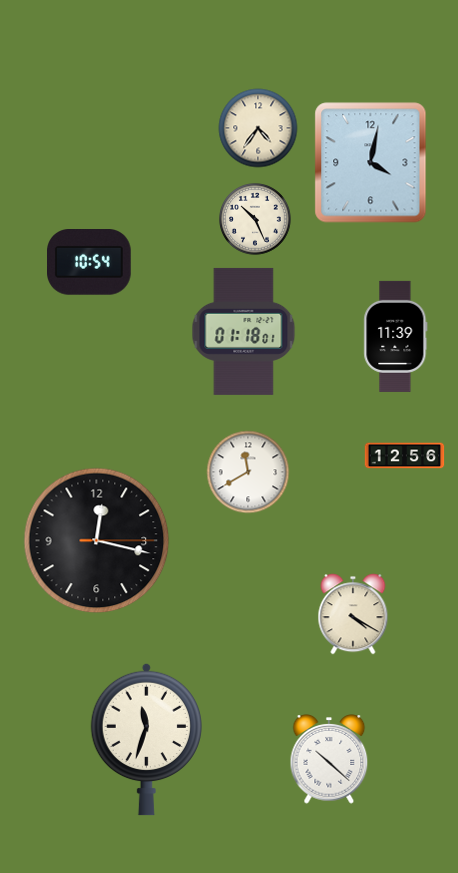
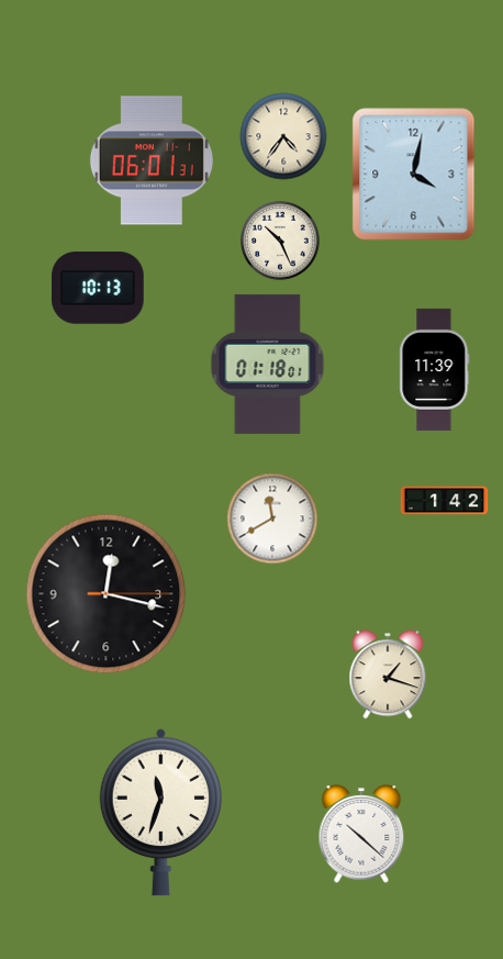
clock at (258, 128) position: (258, 128) -> (283, 136)
clock at (152, 160): none -> 06:01
clock at (371, 163) position: (371, 163) -> (414, 175)
clock at (90, 263): 10:54 -> 10:13
clock at (405, 456): 12:56 -> 1:42
clock at (353, 614): 4:20 -> 1:18
